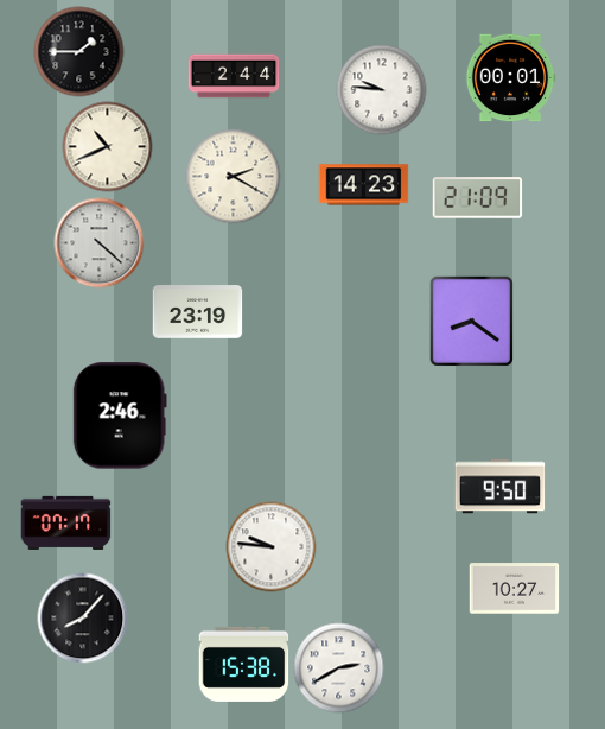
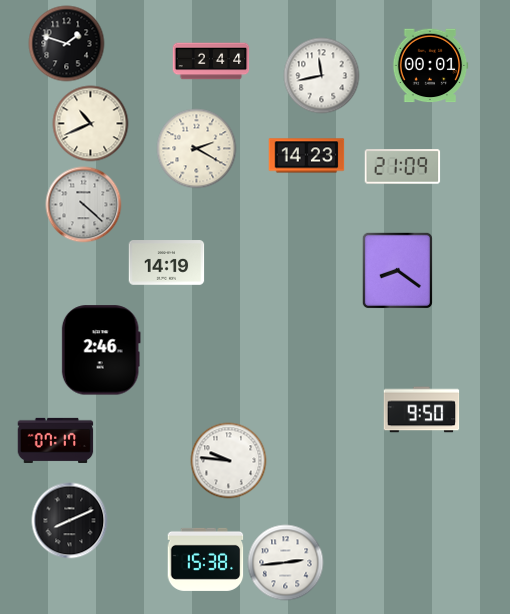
clock at (79, 52): 1:45 -> 1:48
clock at (234, 76) position: (234, 76) -> (211, 61)
clock at (382, 90): 9:46 -> 11:43
clock at (198, 312): 23:19 -> 14:19
clock at (515, 589): 10:27 -> none
clock at (83, 619): 8:07 -> 8:11
clock at (339, 668): 2:40 -> 2:44
